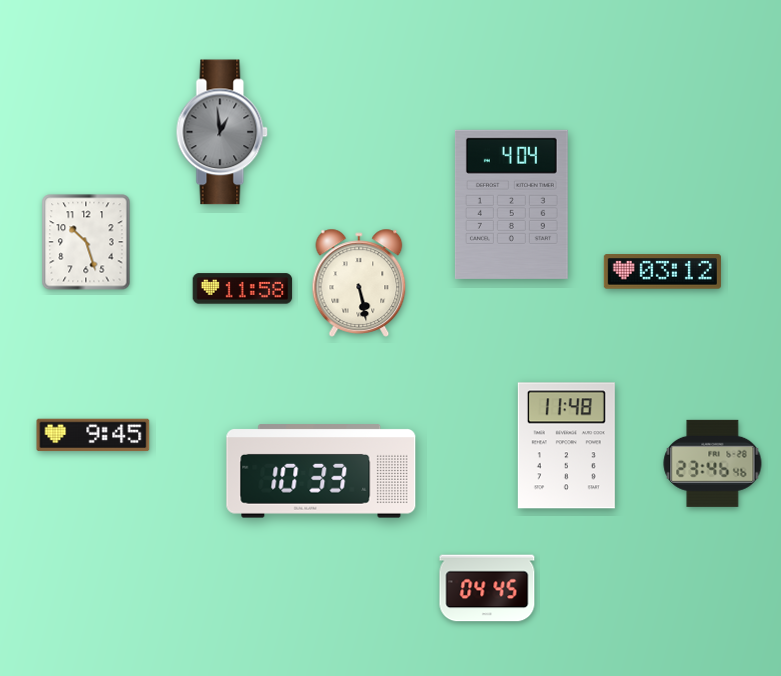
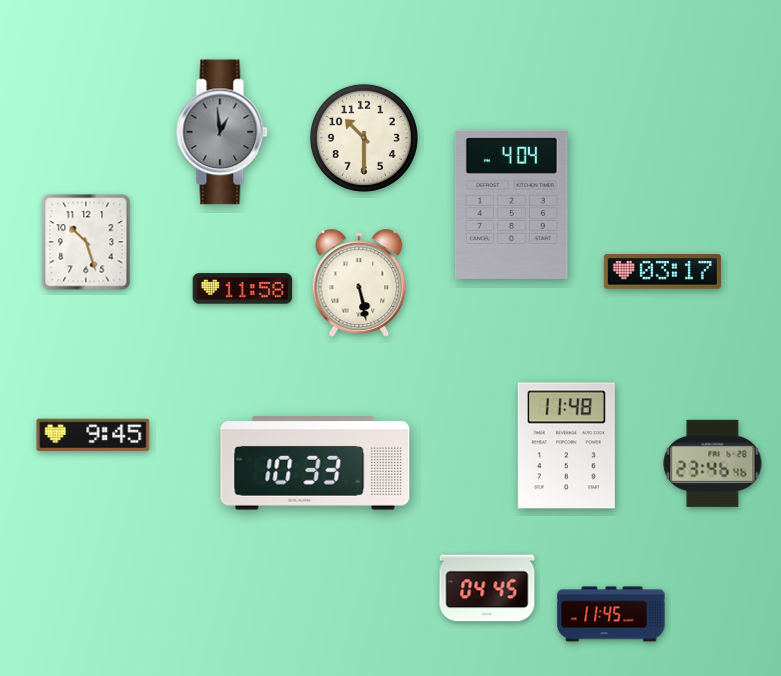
clock at (364, 138): none -> 10:30
clock at (662, 272): 03:12 -> 03:17
clock at (321, 471) position: (321, 471) -> (315, 463)
clock at (611, 614): none -> 11:45
